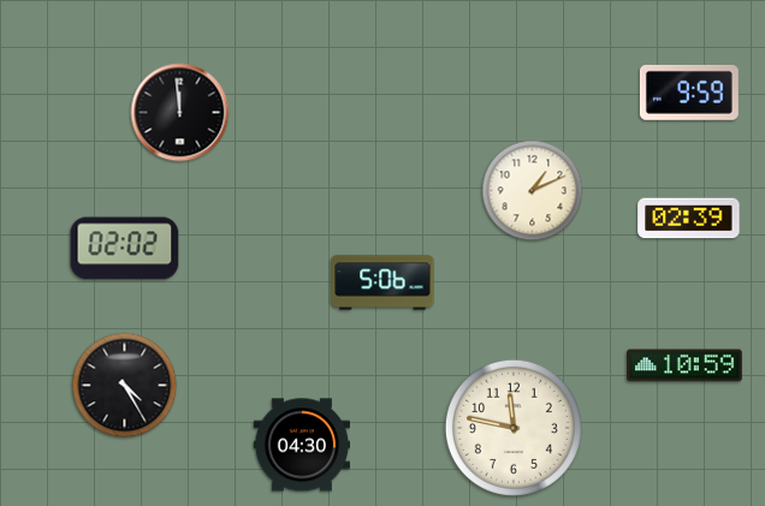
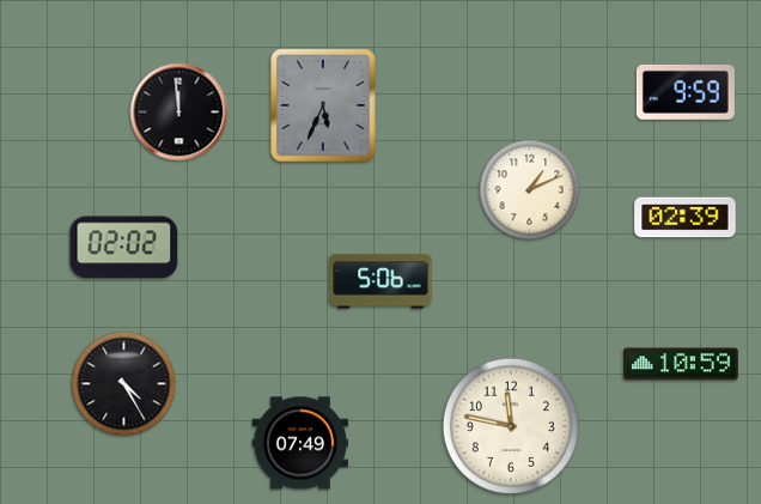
clock at (324, 105): none -> 5:34
clock at (301, 445): 04:30 -> 07:49
